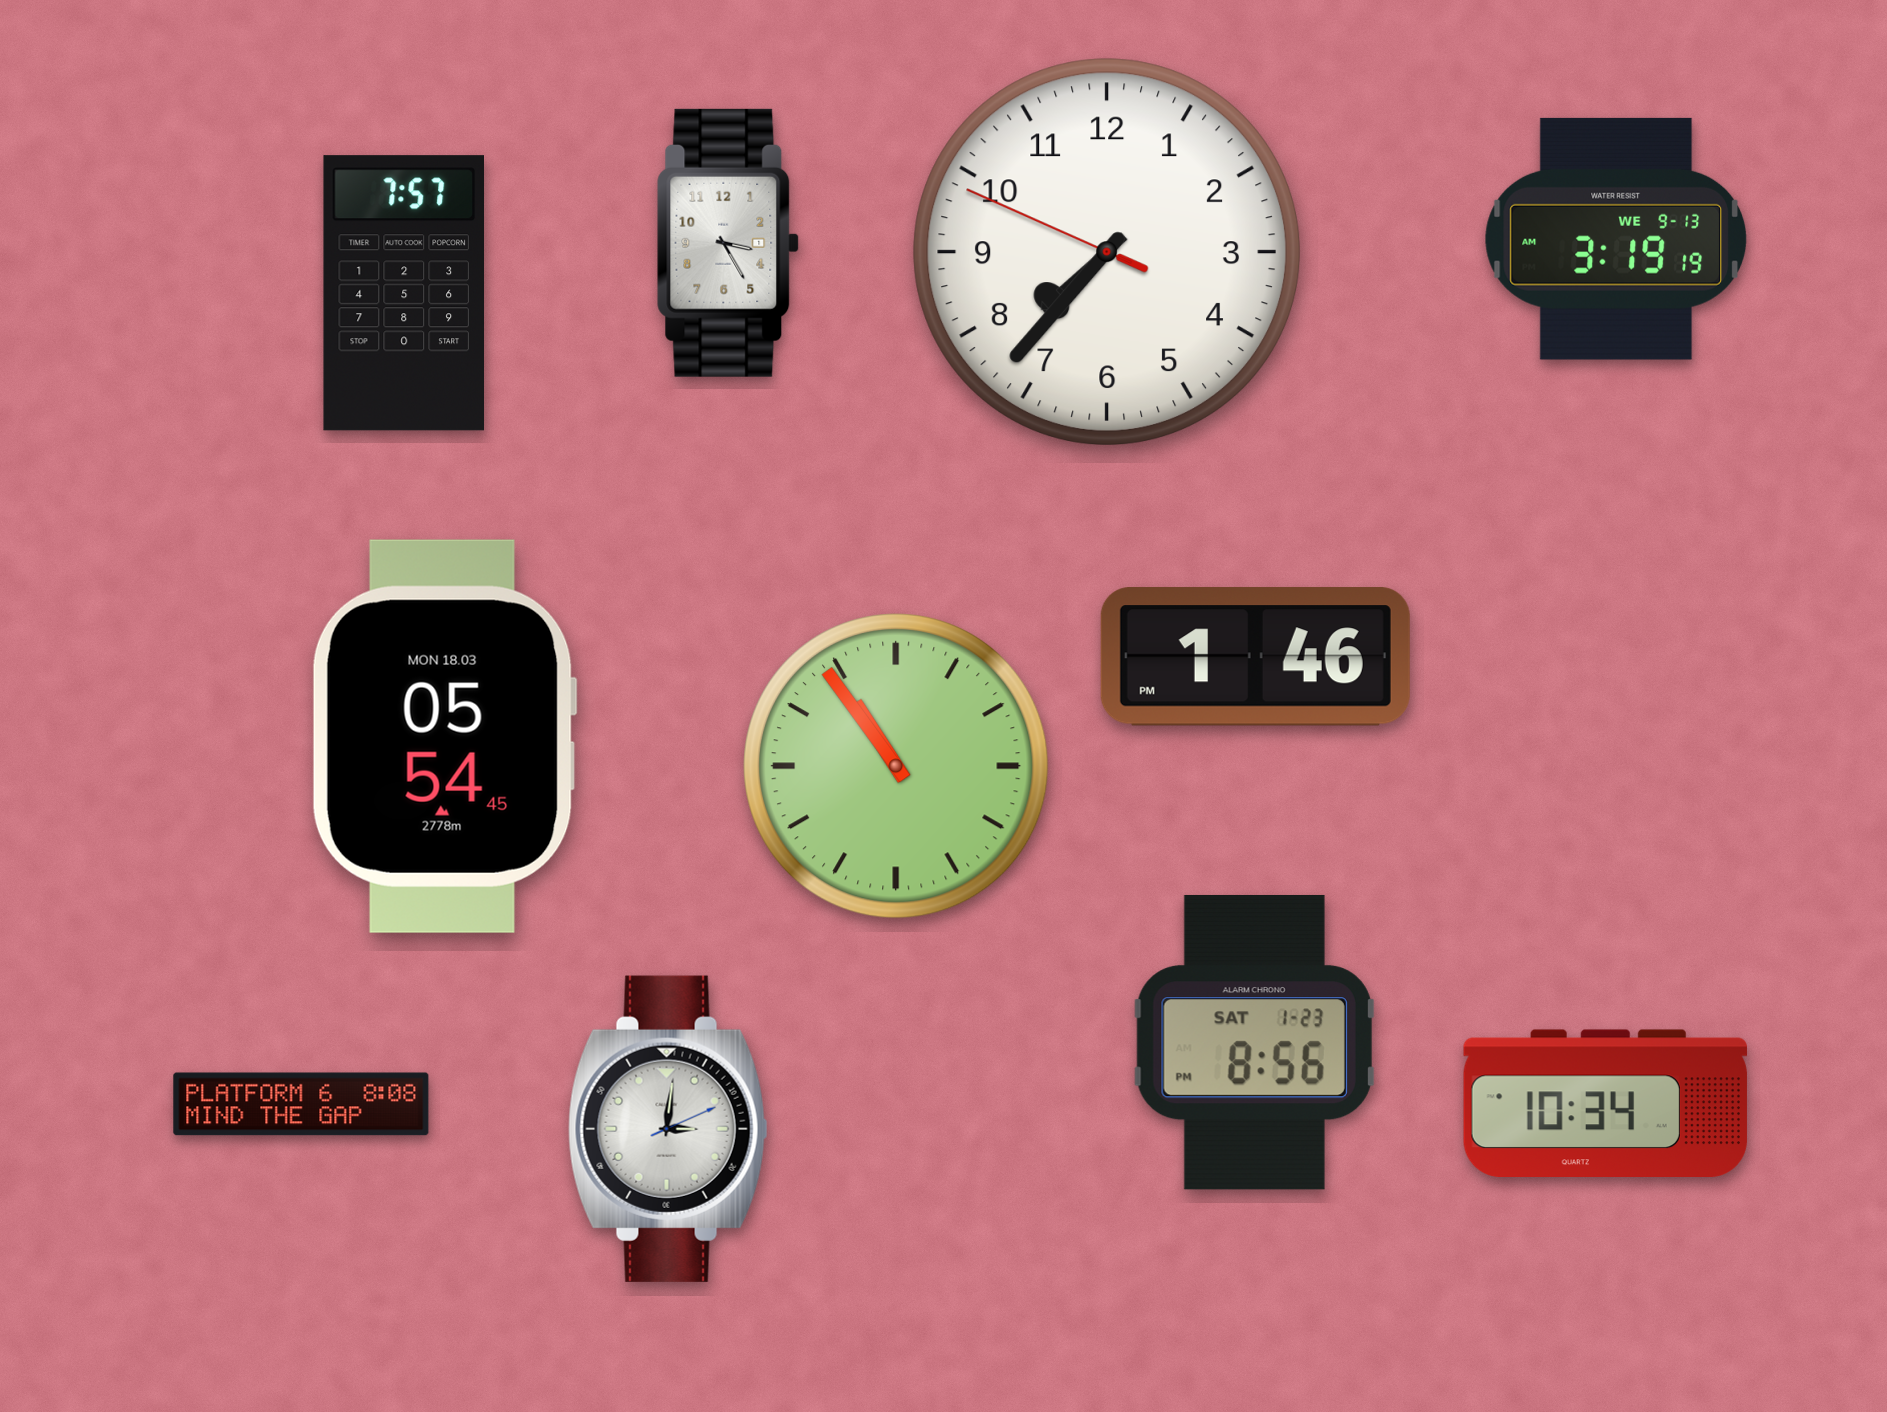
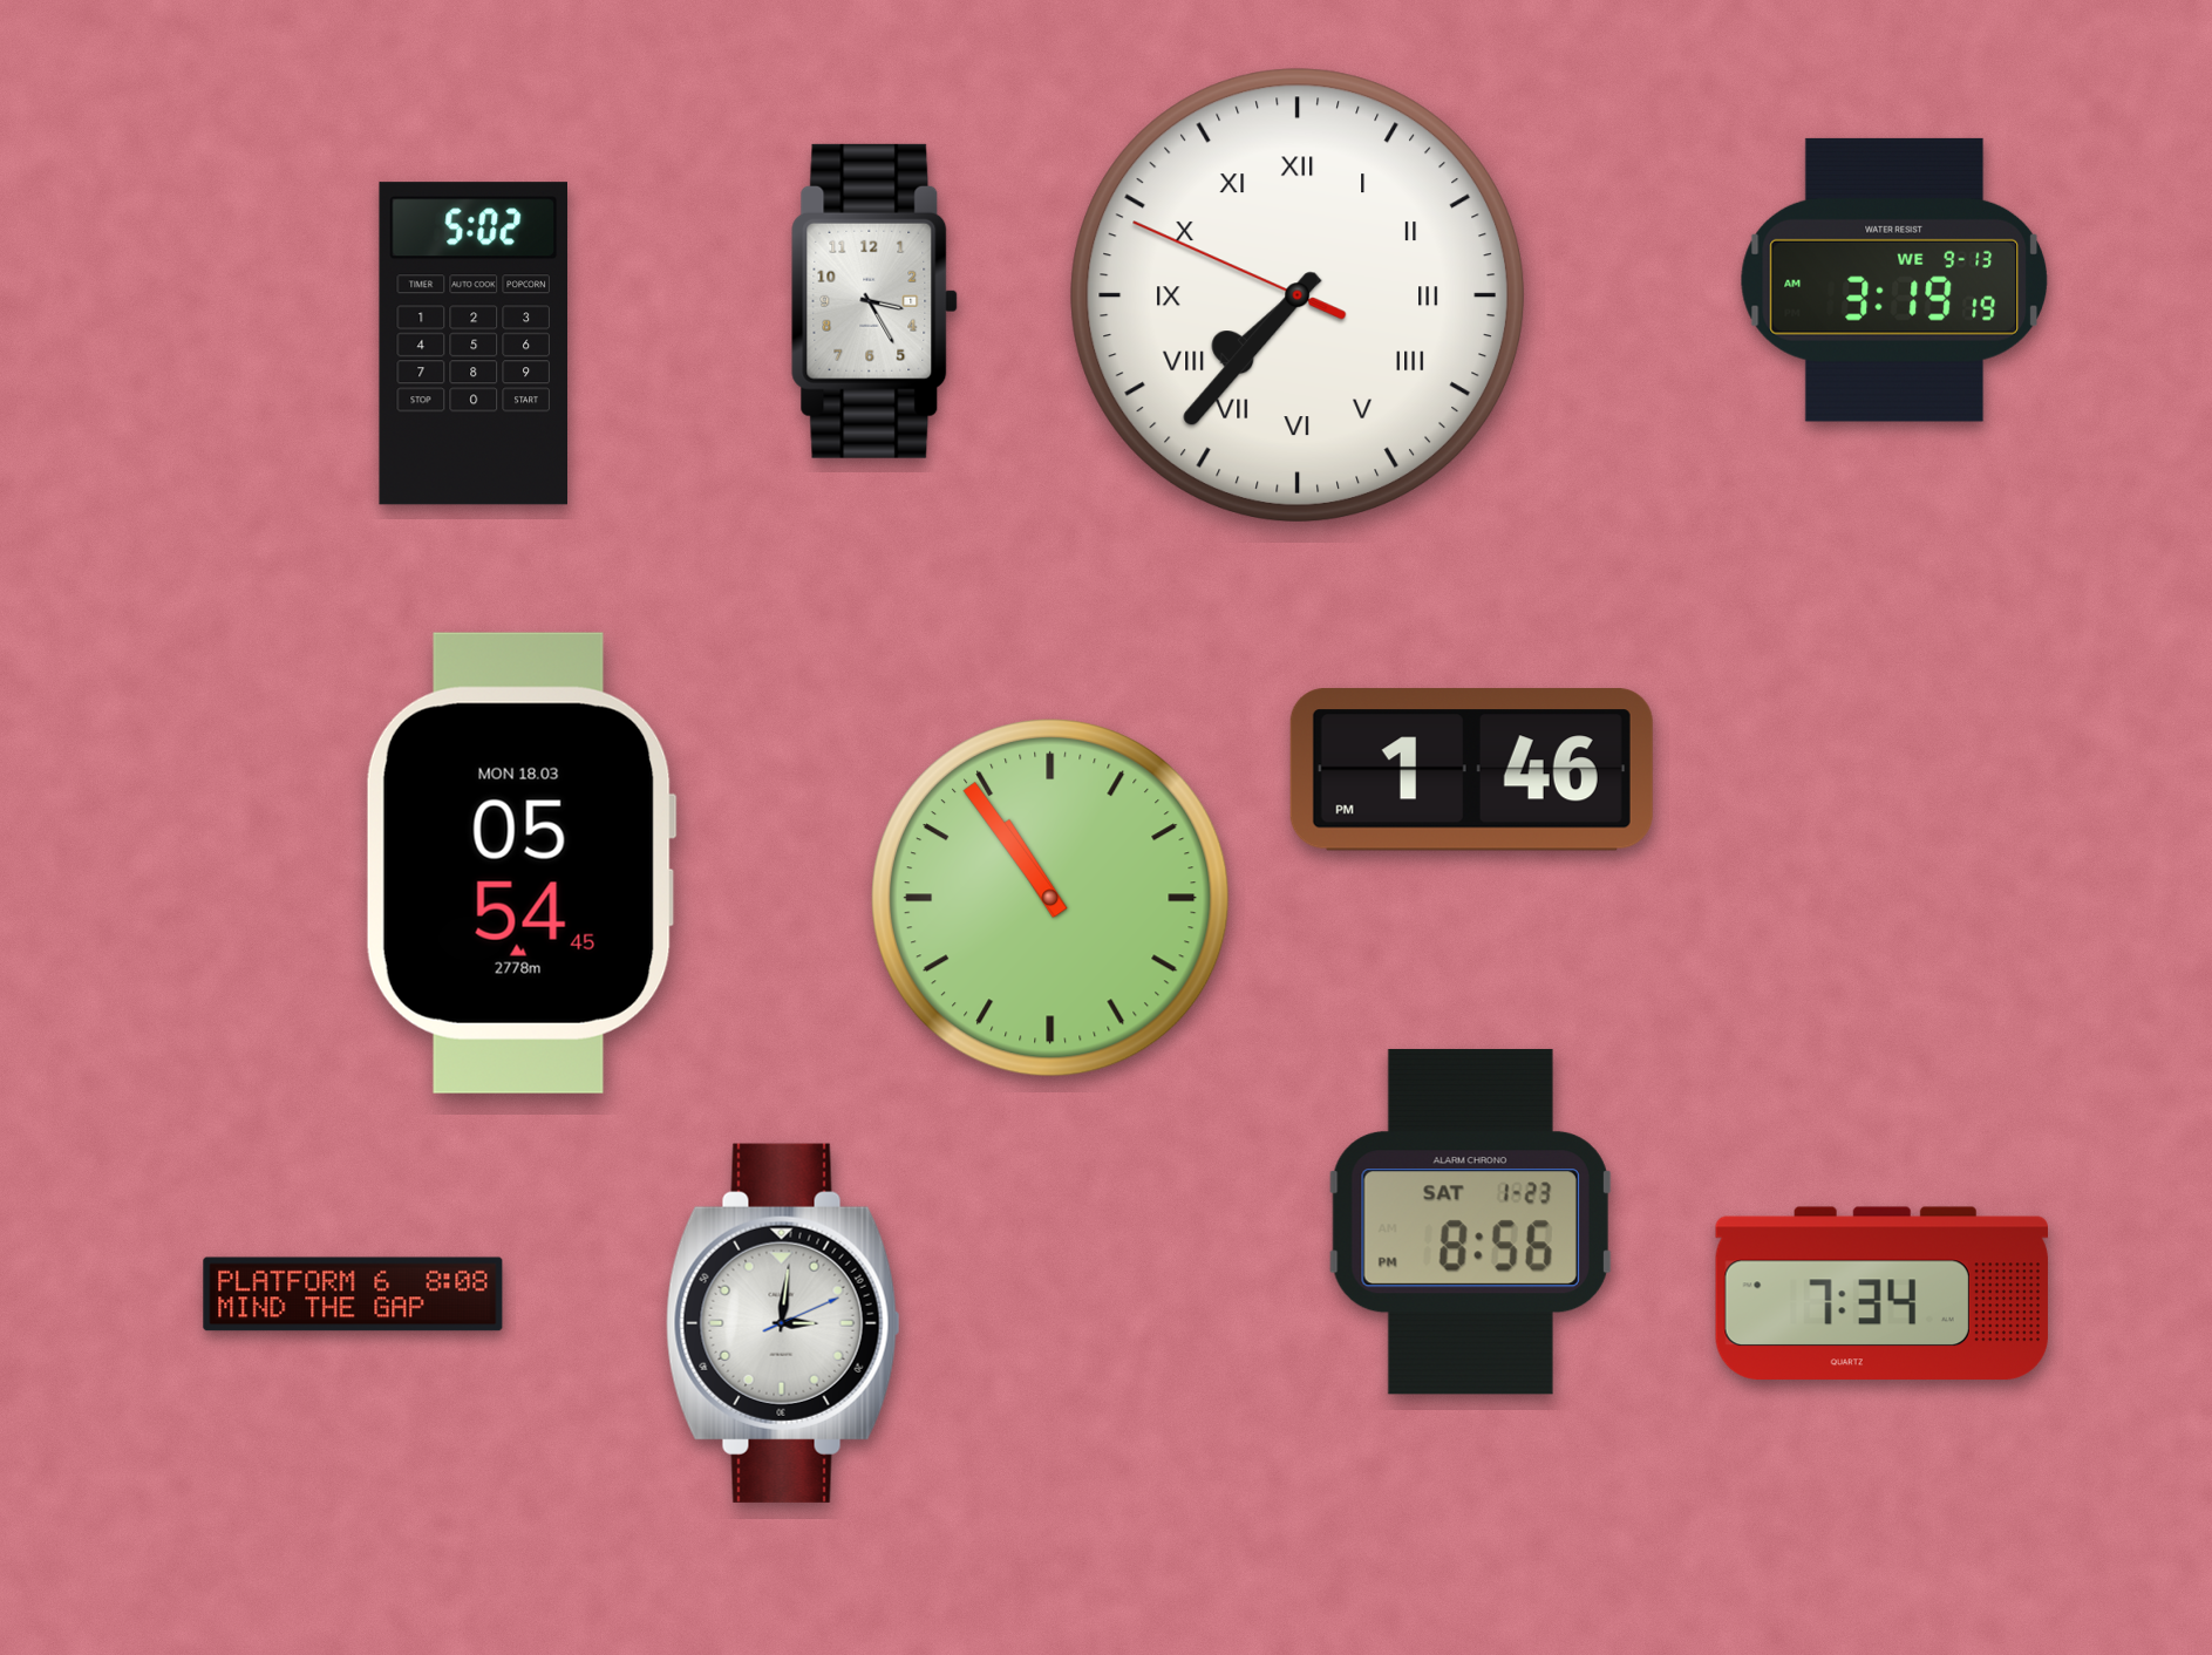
clock at (728, 243) position: (728, 243) -> (874, 301)
clock at (1106, 251) numerals: Arabic -> Roman
clock at (403, 293): 7:57 -> 5:02
clock at (1605, 1103): 10:34 -> 7:34
